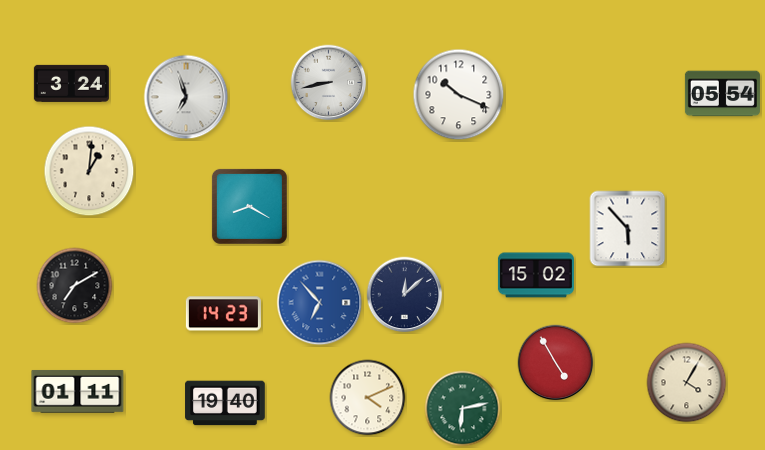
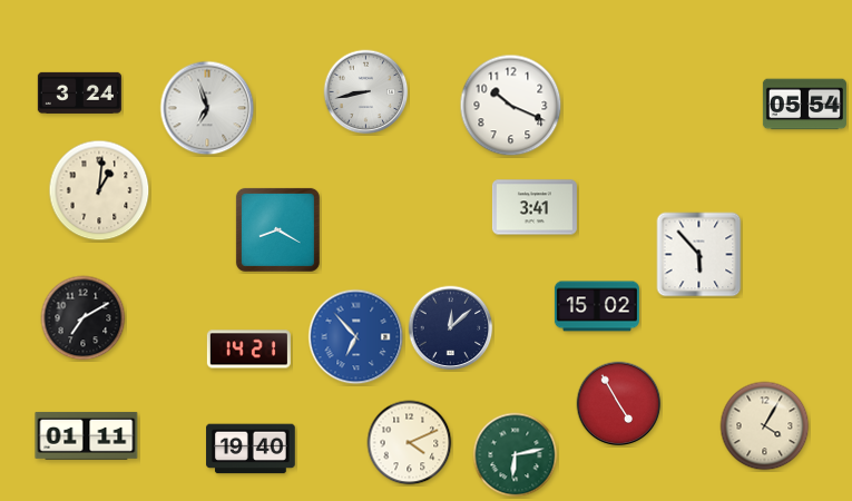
clock at (535, 207): none -> 3:41
clock at (223, 314): 14:23 -> 14:21
